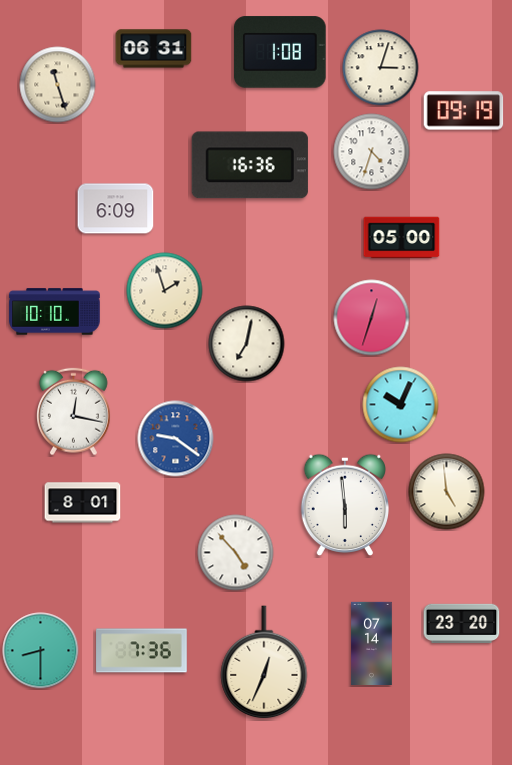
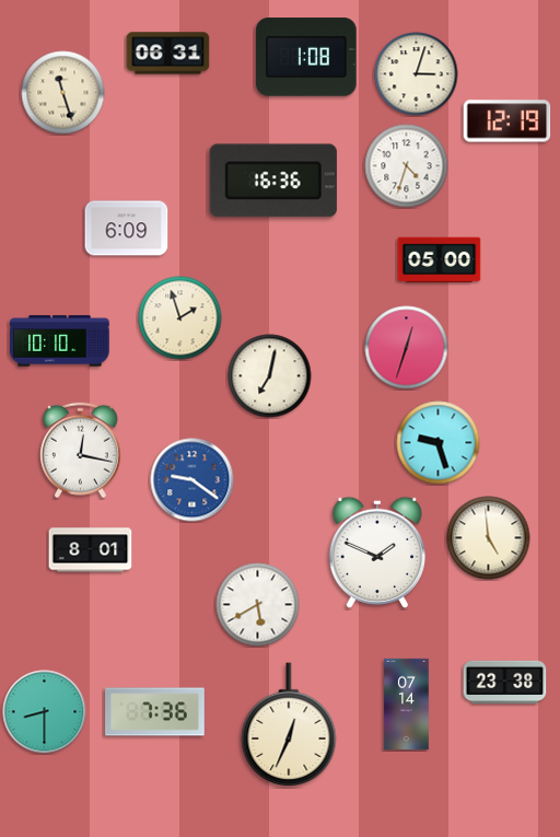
clock at (464, 111): 09:19 -> 12:19
clock at (401, 405): 10:04 -> 9:27
clock at (344, 505): 5:59 -> 1:49
clock at (236, 553): 4:53 -> 5:40
clock at (462, 623): 23:20 -> 23:38
